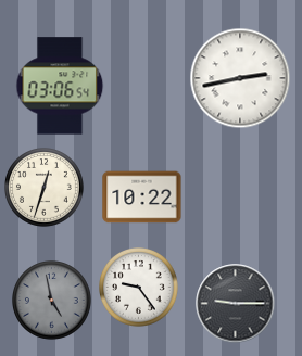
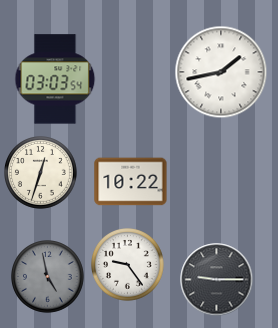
clock at (240, 78): 2:43 -> 1:43
clock at (60, 86): 03:06 -> 03:03
